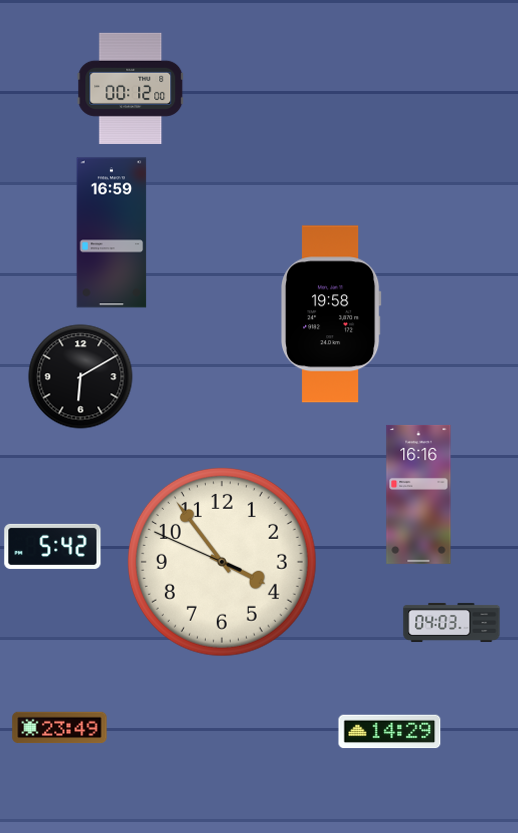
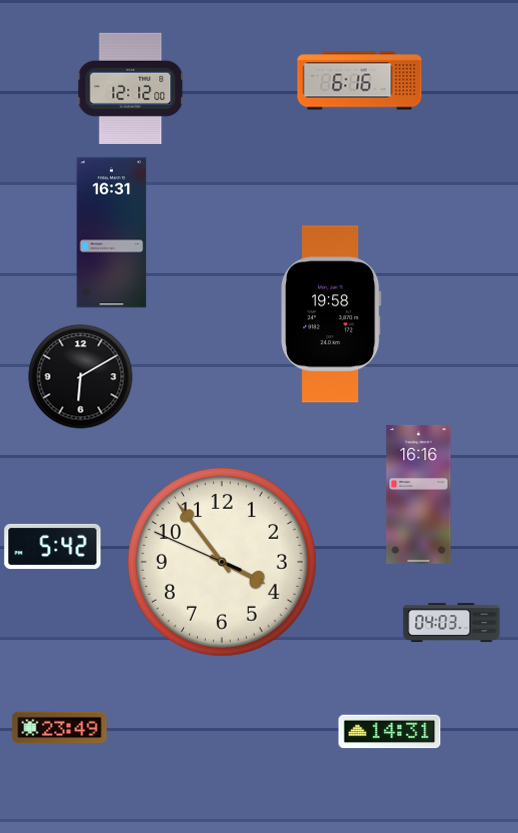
clock at (360, 81): none -> 6:16
clock at (131, 88): 00:12 -> 12:12
clock at (112, 233): 16:59 -> 16:31
clock at (390, 732): 14:29 -> 14:31
